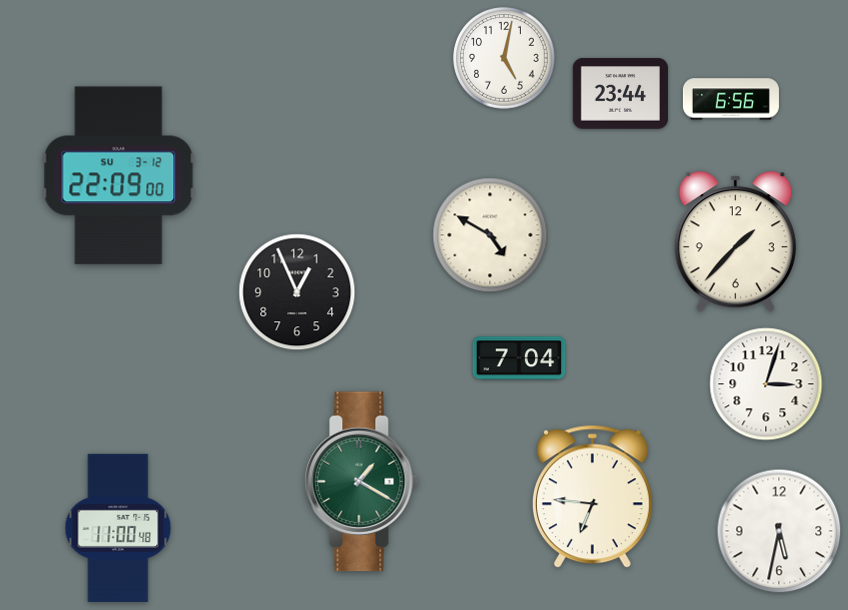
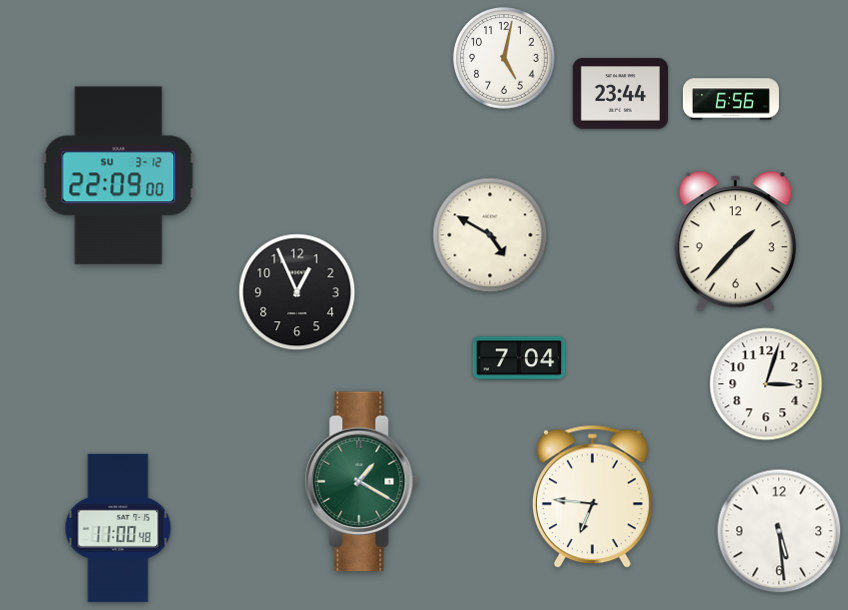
clock at (779, 531): 5:32 -> 5:29
